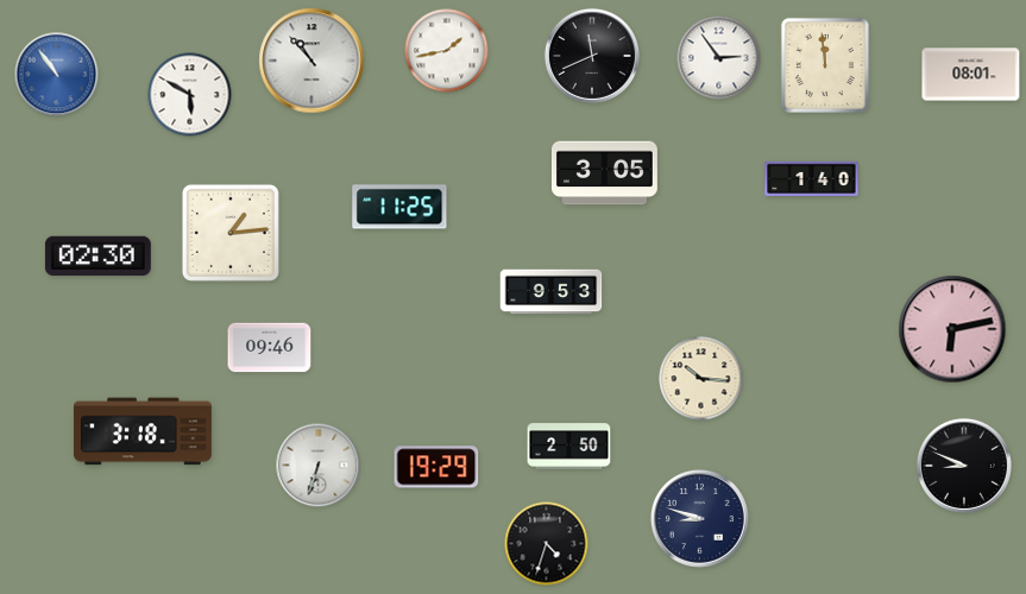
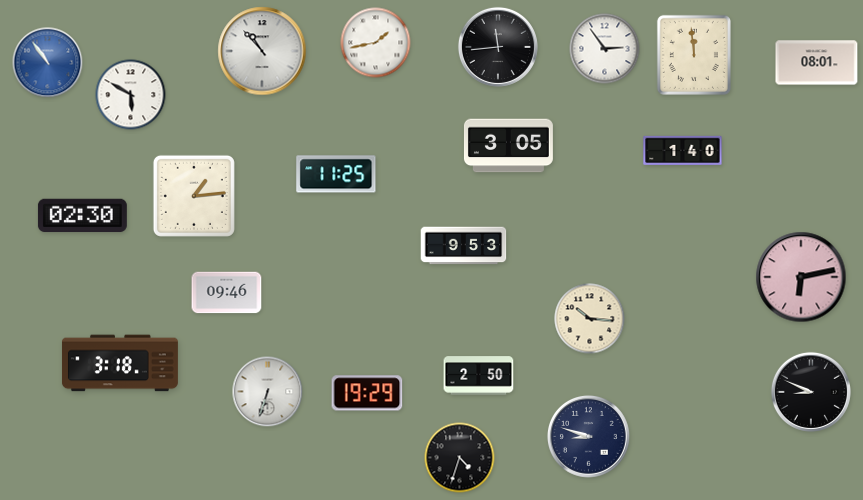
clock at (592, 56): 11:41 -> 11:44
clock at (190, 95) position: (190, 95) -> (131, 95)
